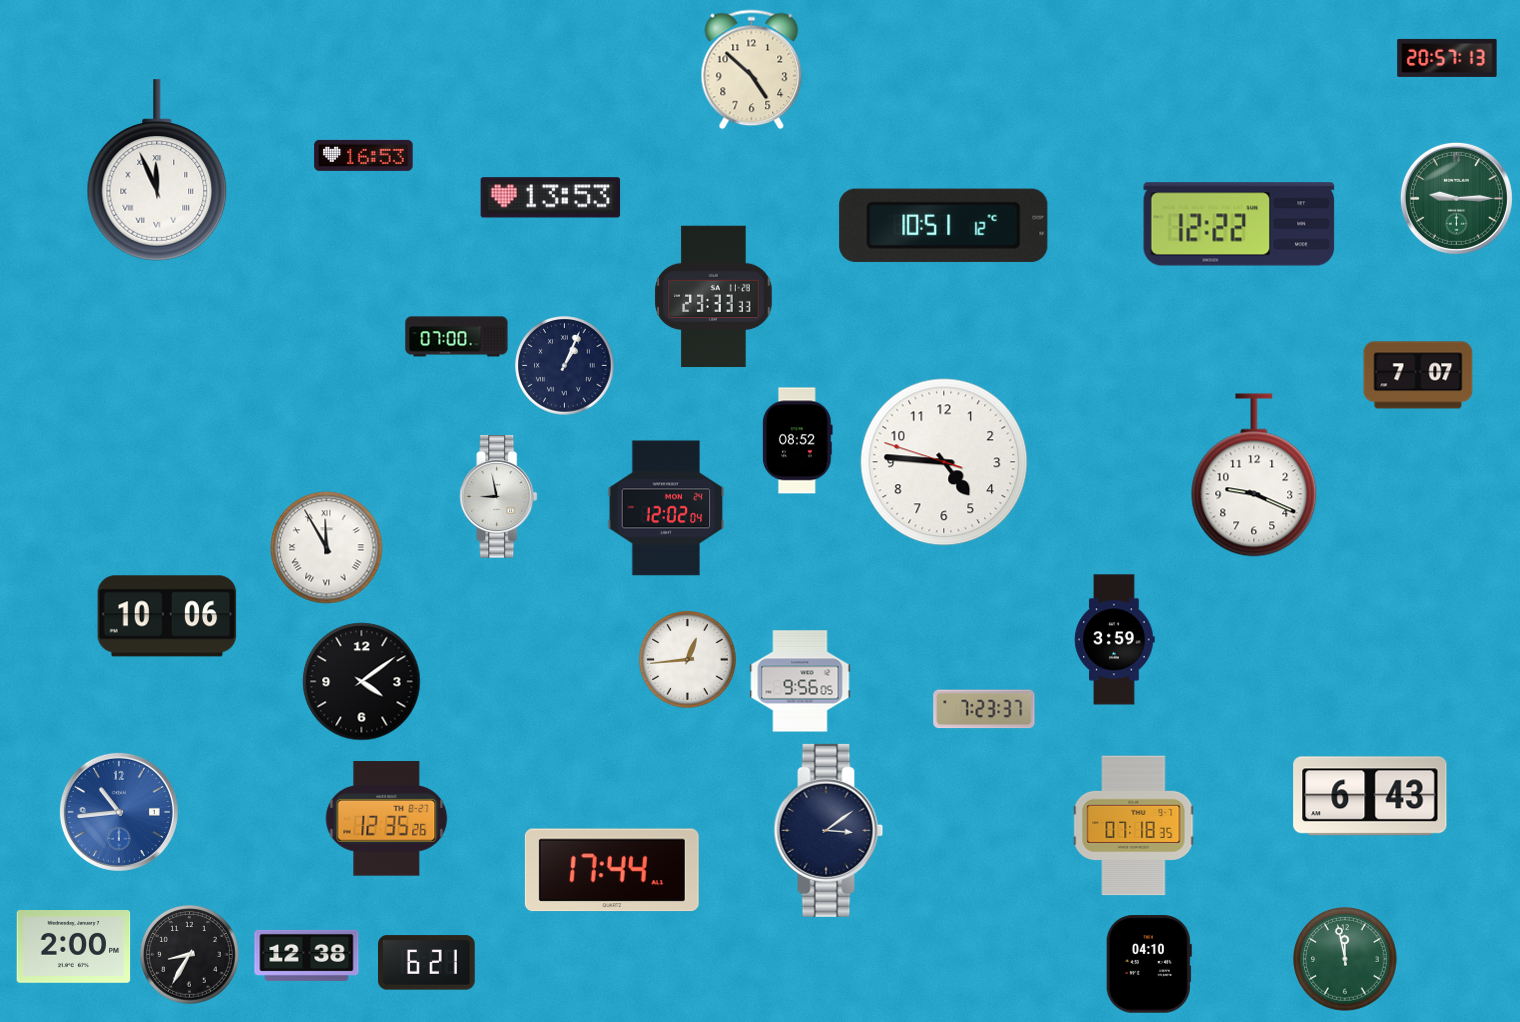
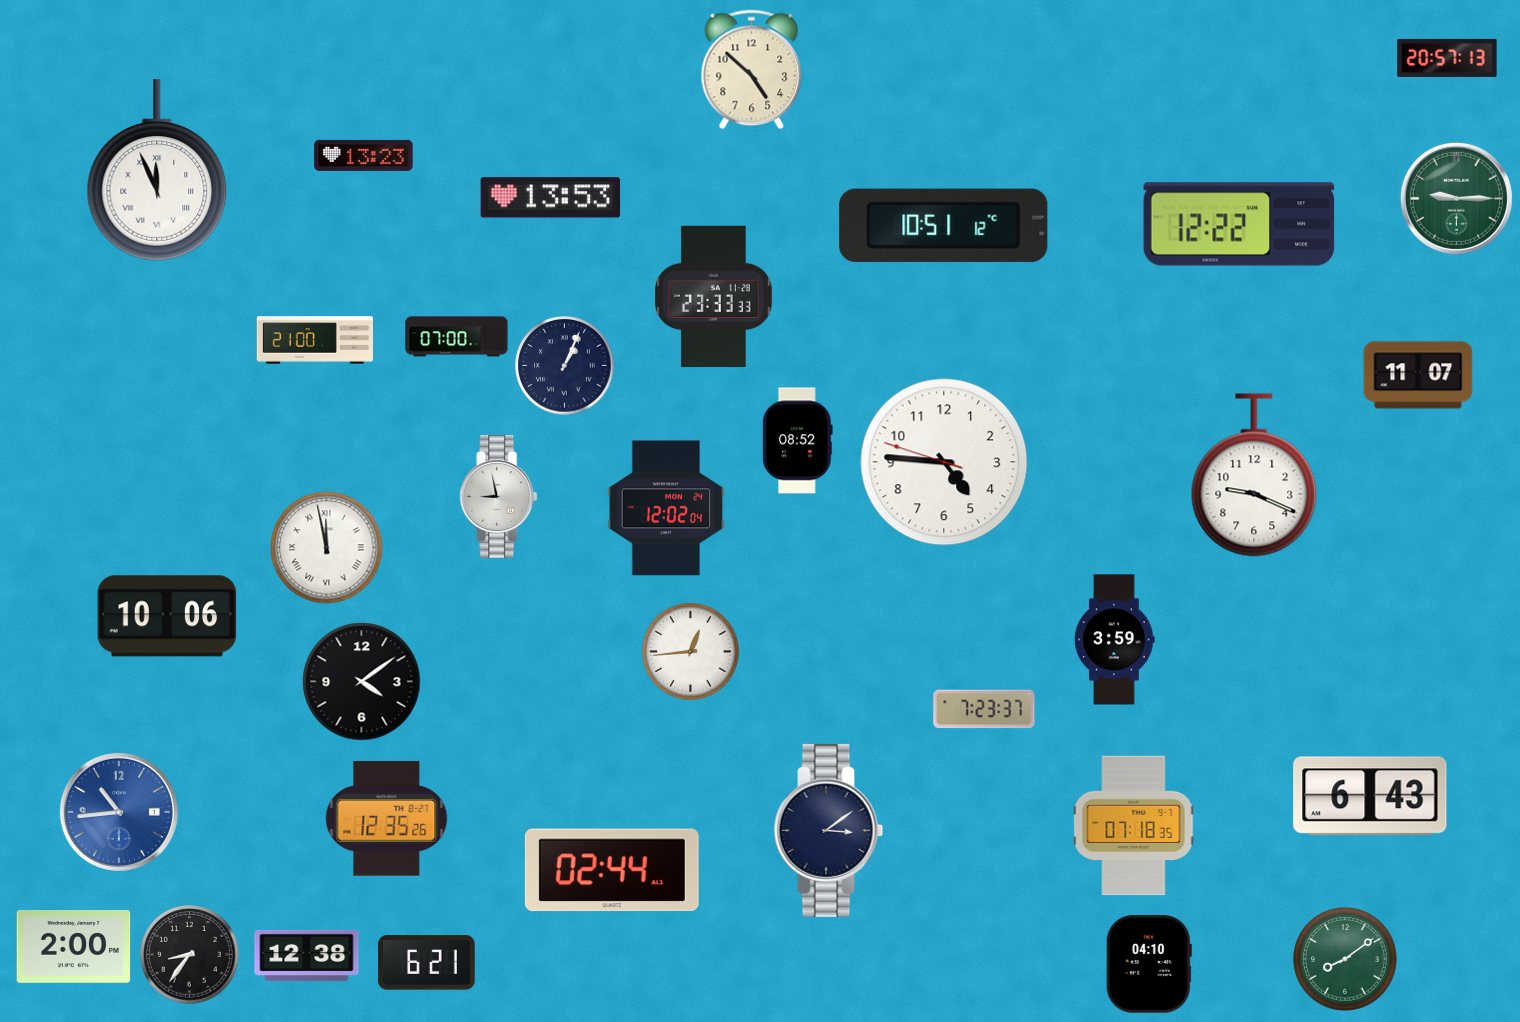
clock at (364, 155): 16:53 -> 13:23
clock at (314, 340): none -> 21:00
clock at (1418, 375): 7:07 -> 11:07
clock at (327, 548): 11:55 -> 11:58
clock at (688, 660) position: (688, 660) -> (691, 652)
clock at (800, 681): 9:56 -> none
clock at (612, 870): 17:44 -> 02:44
clock at (190, 955): 8:35 -> 8:36
clock at (1345, 959): 11:58 -> 8:09
